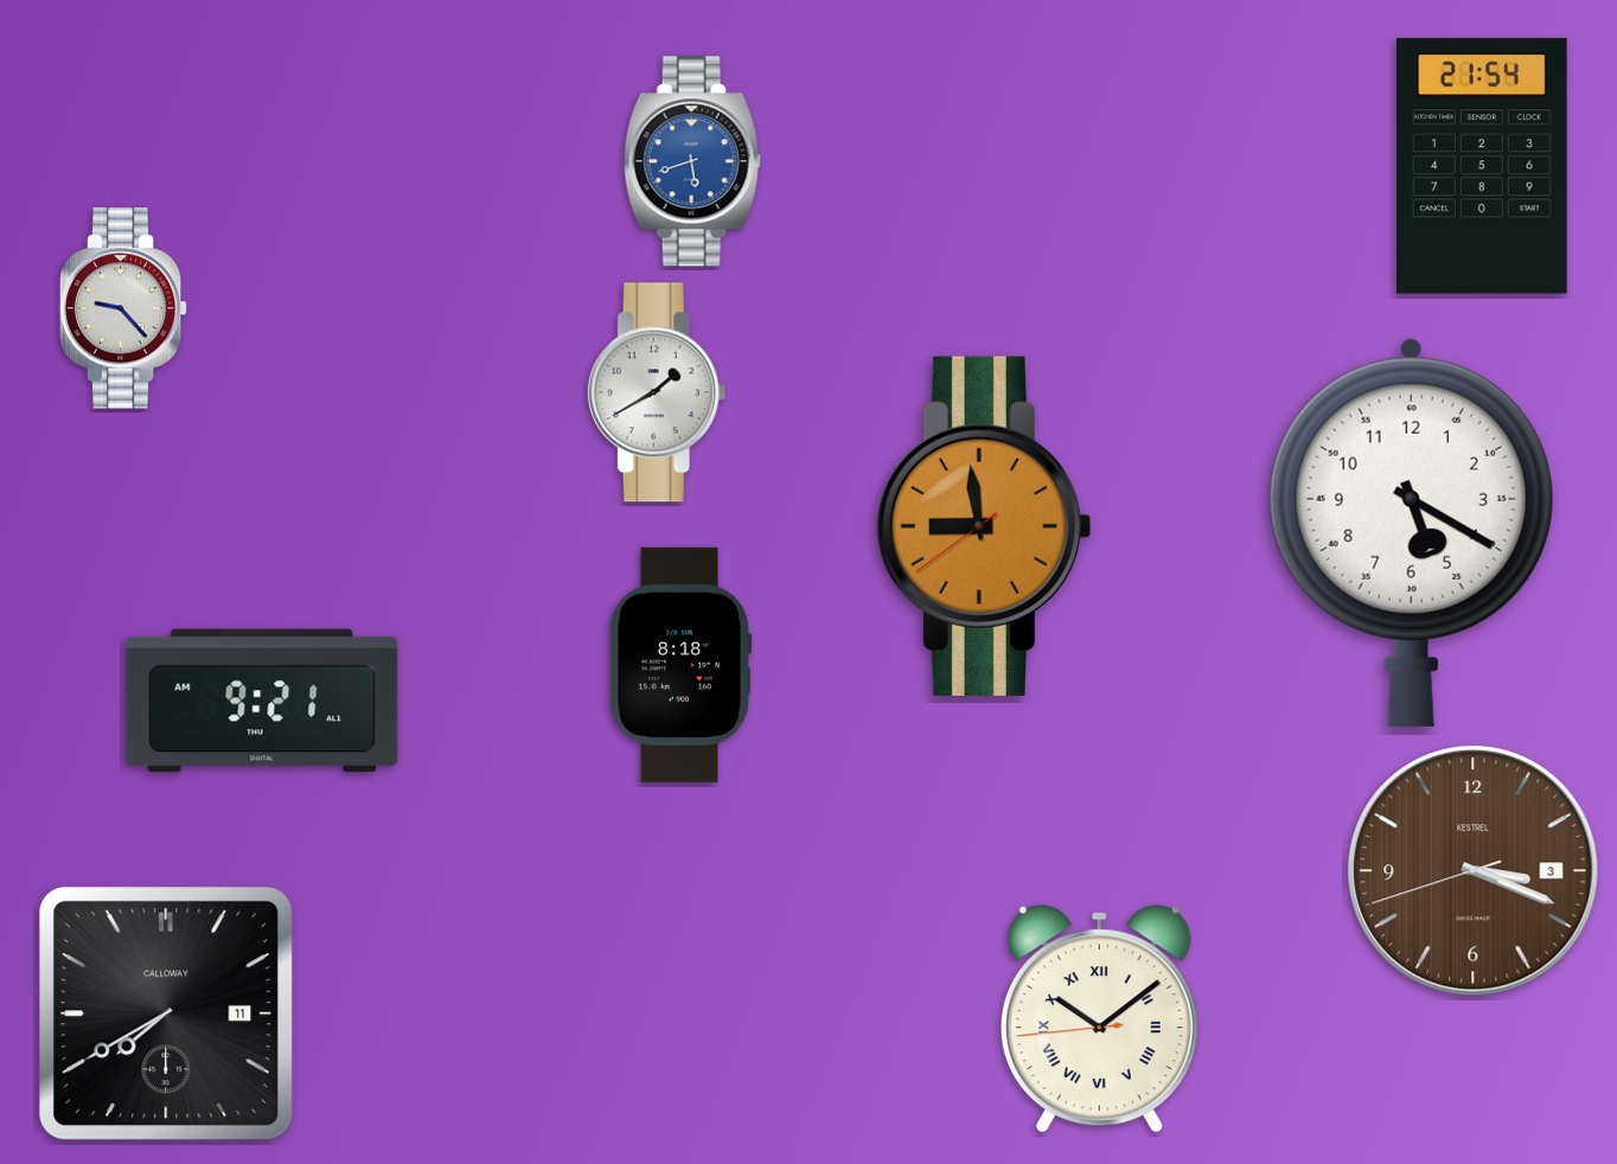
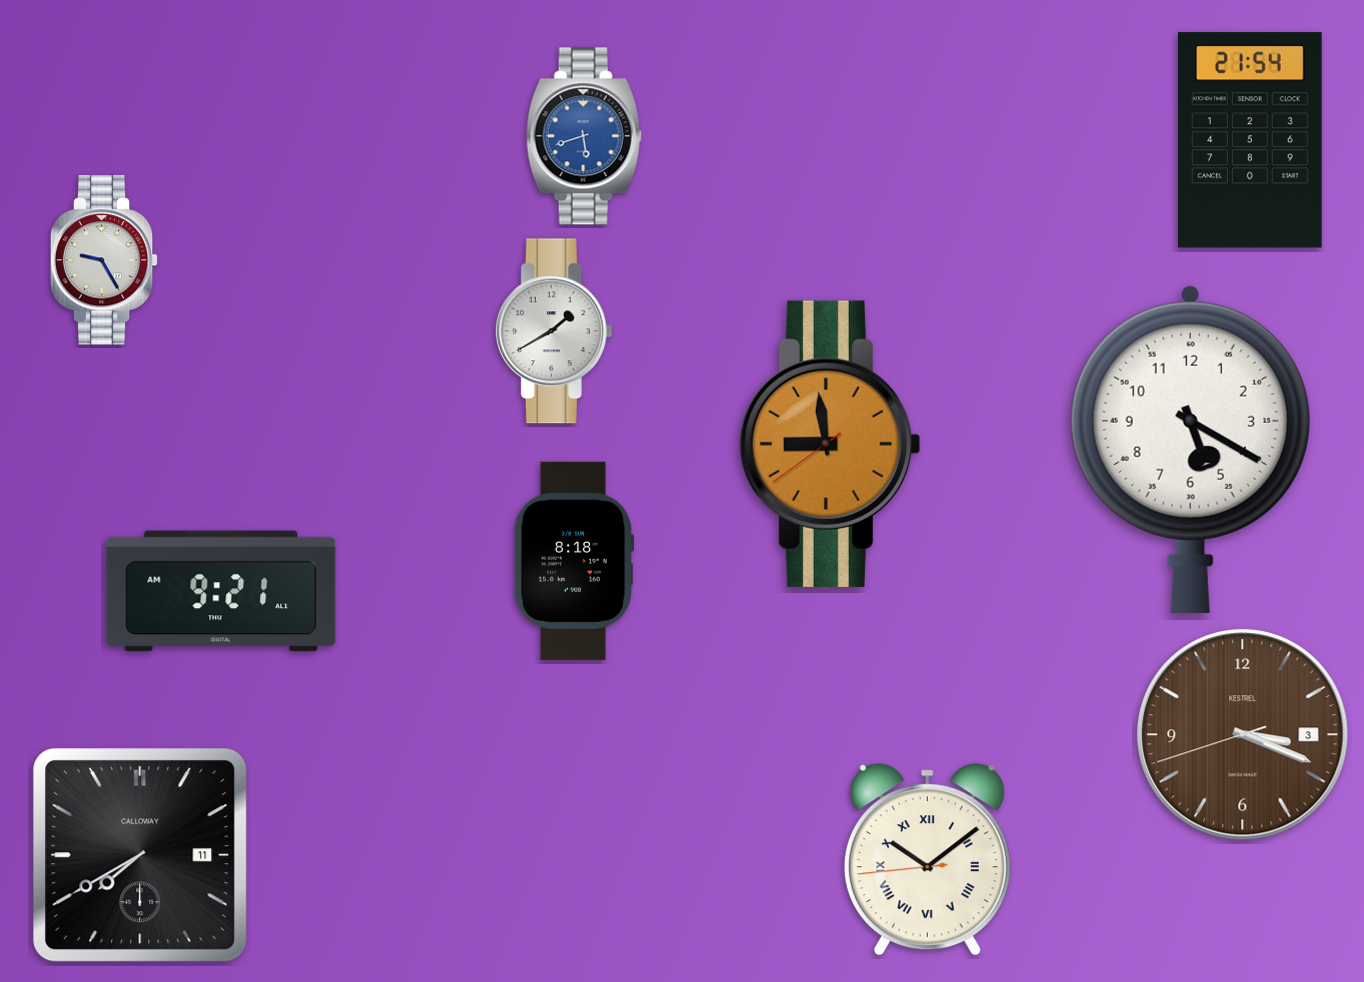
clock at (123, 308): 9:23 -> 9:25
